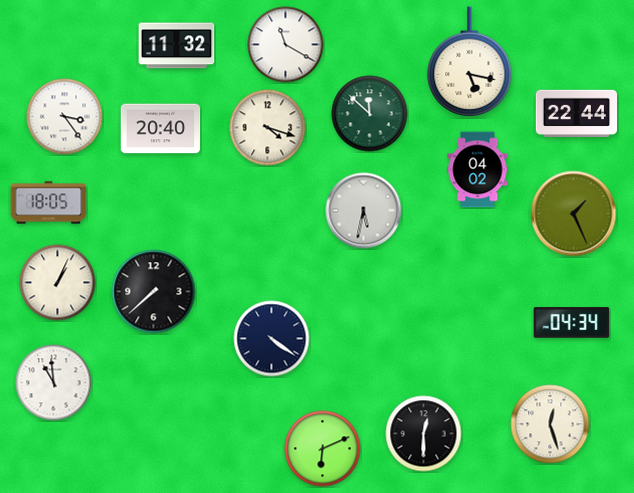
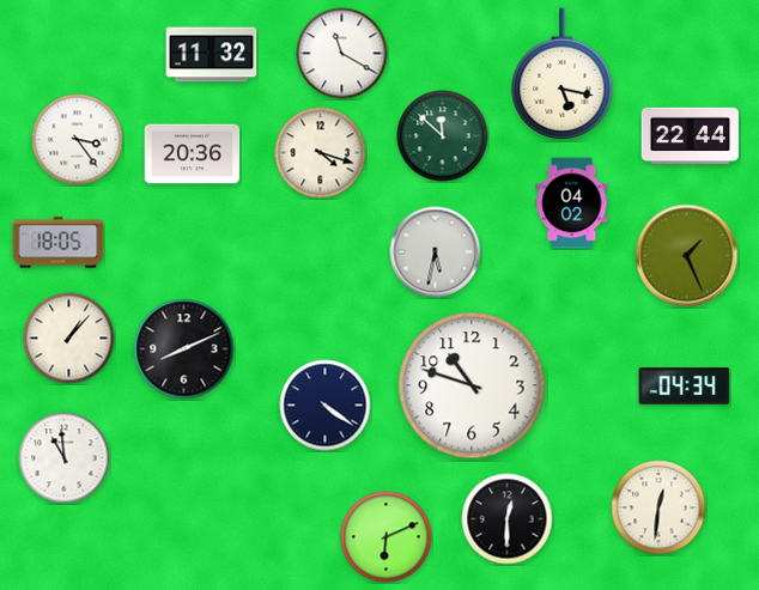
clock at (161, 129): 20:40 -> 20:36
clock at (58, 283): 1:04 -> 1:07
clock at (154, 292): 7:38 -> 8:11
clock at (472, 385): none -> 10:48
clock at (550, 424): 12:27 -> 12:31
